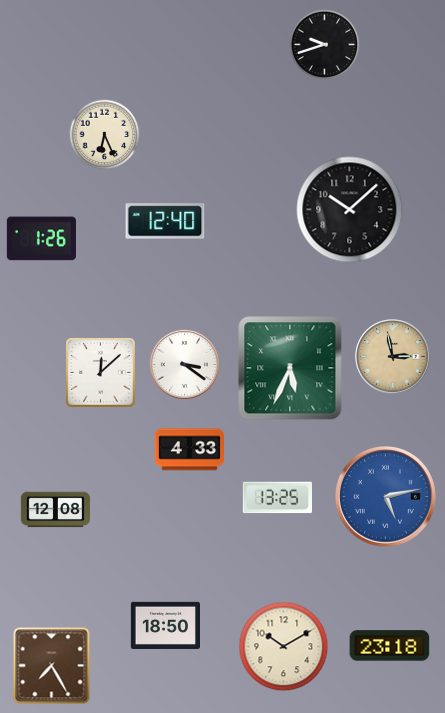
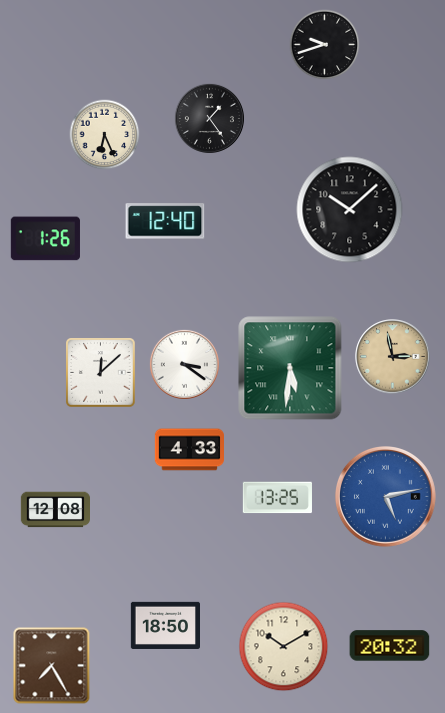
clock at (209, 118): none -> 1:24
clock at (41, 239) position: (41, 239) -> (45, 239)
clock at (290, 368): 5:34 -> 5:31
clock at (390, 646): 23:18 -> 20:32
